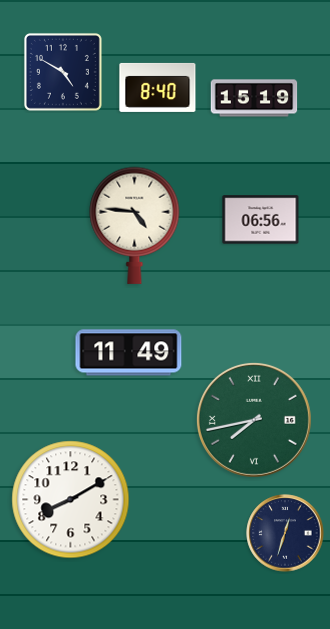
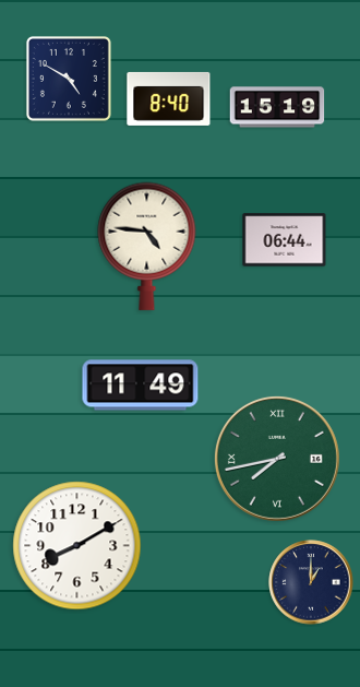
clock at (158, 87) position: (158, 87) -> (169, 98)
clock at (261, 220): 06:56 -> 06:44
clock at (285, 533): 12:33 -> 1:00
